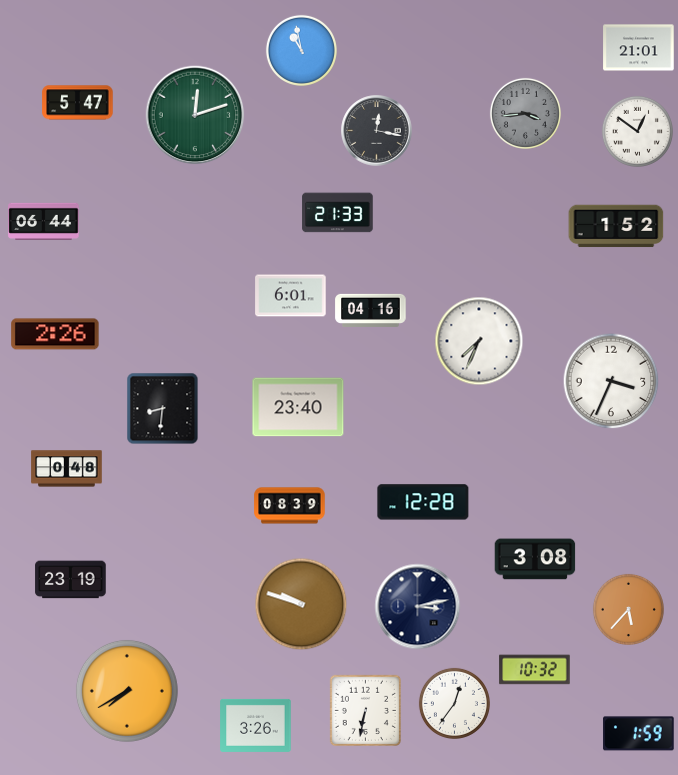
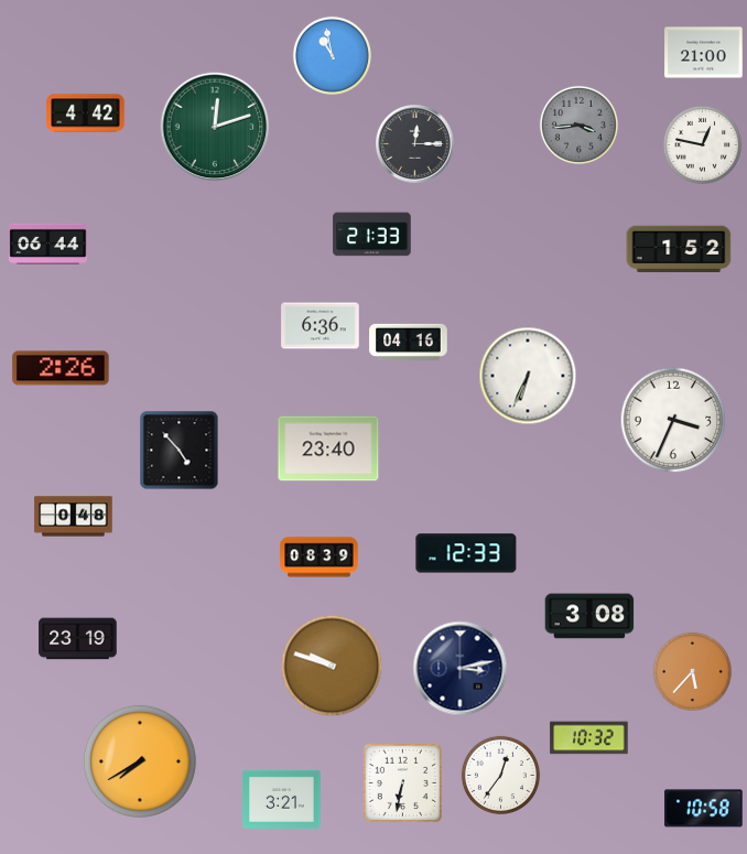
clock at (639, 48): 21:01 -> 21:00
clock at (78, 103): 5:47 -> 4:42
clock at (377, 131): 12:17 -> 12:15
clock at (637, 131): 12:51 -> 12:47
clock at (291, 296): 6:01 -> 6:36
clock at (479, 341): 7:34 -> 6:34
clock at (163, 409): 8:31 -> 4:53
clock at (423, 502): 12:28 -> 12:33
clock at (256, 725): 3:26 -> 3:21
clock at (639, 734): 1:59 -> 10:58
